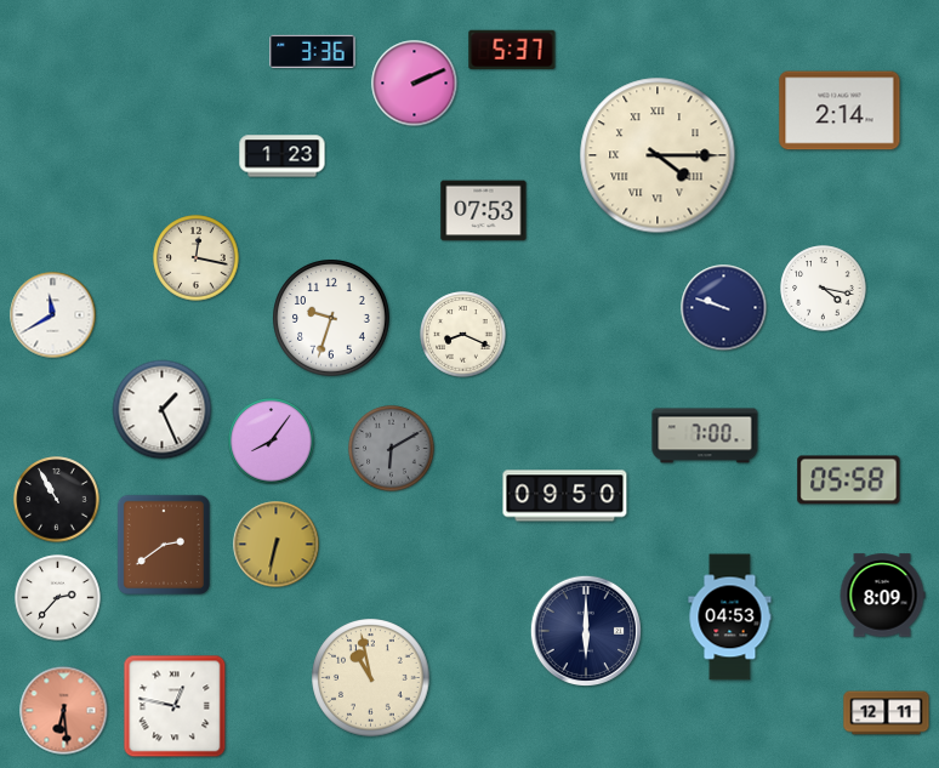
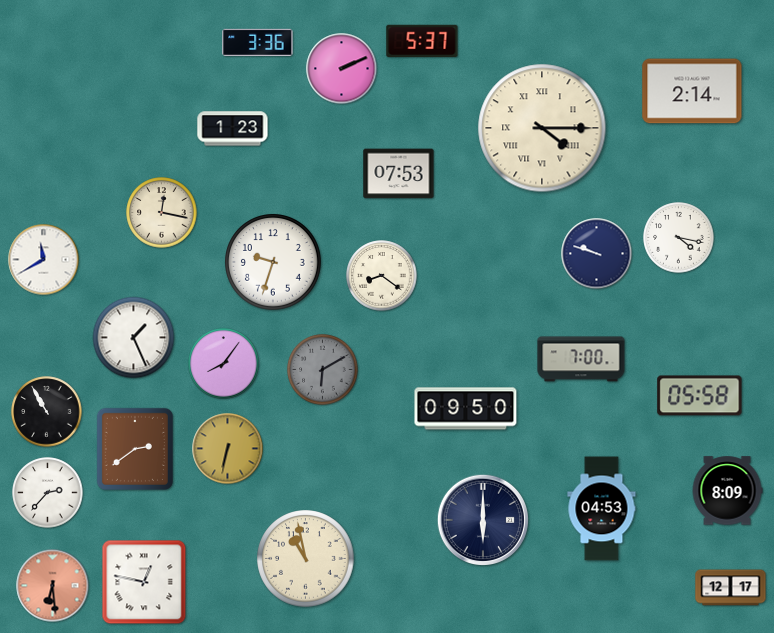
clock at (463, 335): 8:19 -> 8:21
clock at (887, 713): 12:11 -> 12:17
